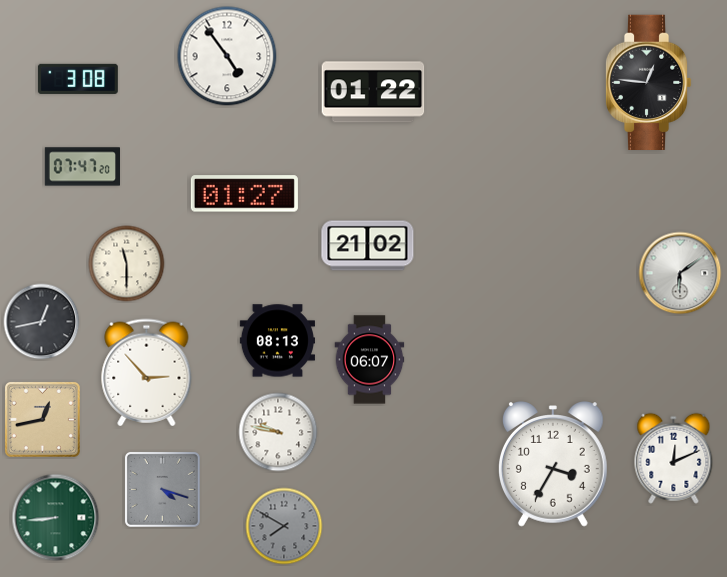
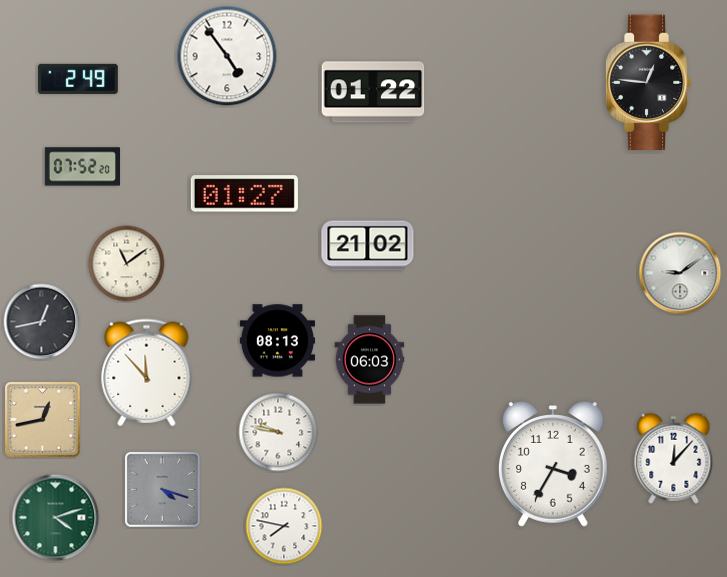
clock at (78, 79): 3:08 -> 2:49
clock at (82, 167): 07:47 -> 07:52
clock at (127, 264): 11:30 -> 11:09
clock at (680, 273): 6:09 -> 9:09
clock at (370, 360): 06:07 -> 06:03
clock at (147, 373): 2:53 -> 11:53
clock at (674, 458): 12:11 -> 12:07
clock at (56, 518): 8:44 -> 4:12
clock at (284, 526): 7:50 -> 7:47
clock at (284, 526) dial: grey -> white
